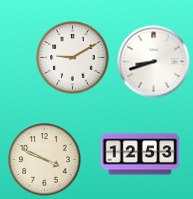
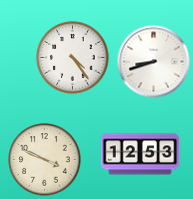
clock at (73, 58): 9:10 -> 4:24
